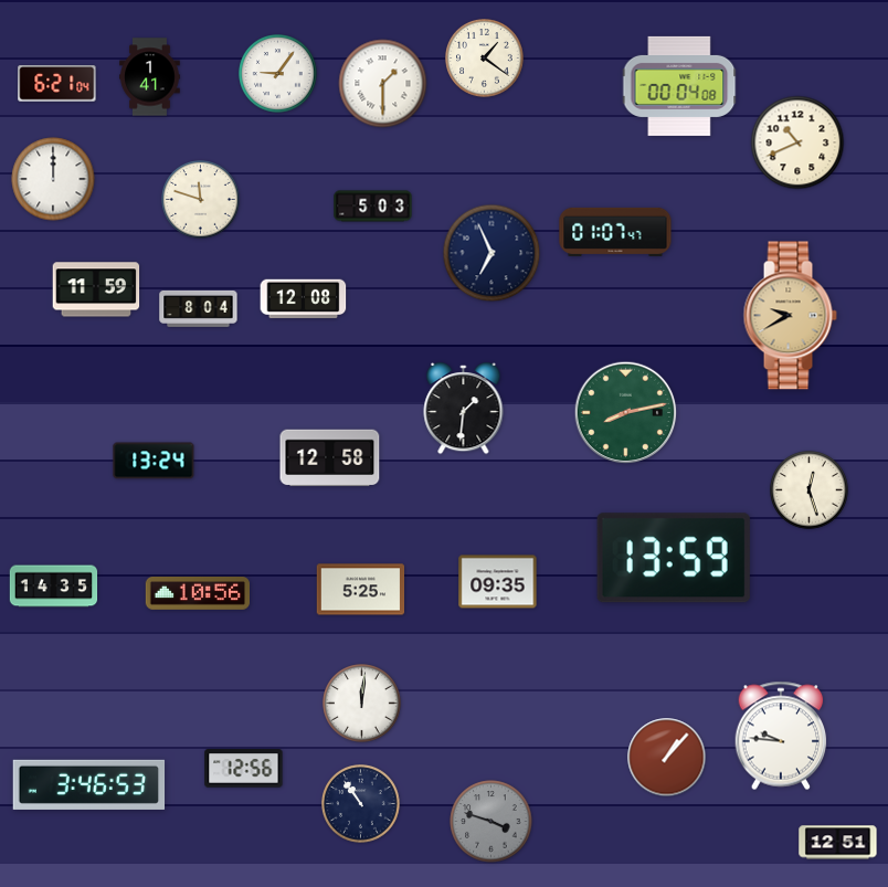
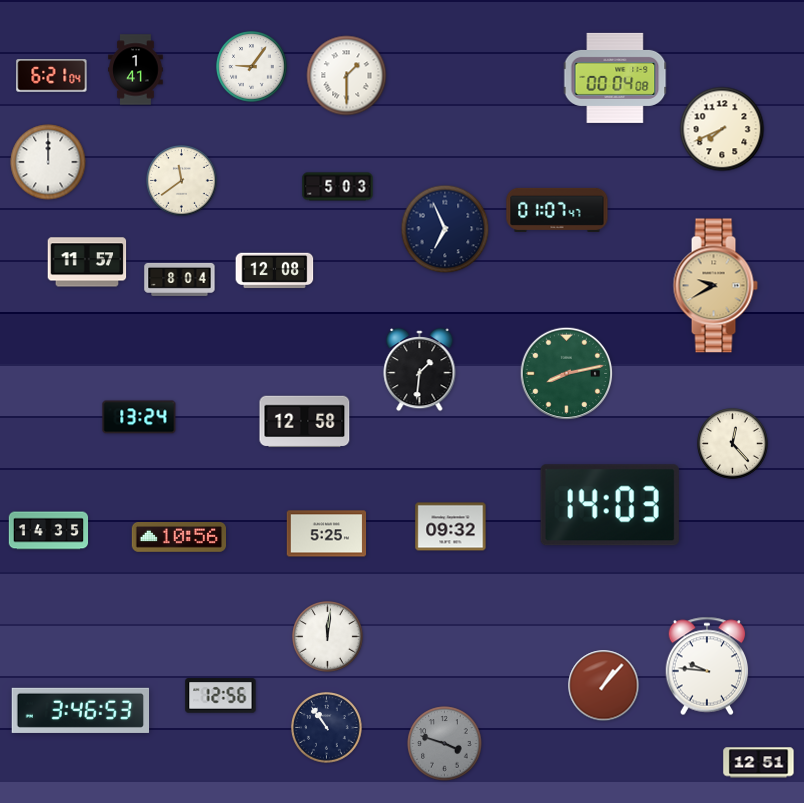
clock at (485, 59): 1:21 -> none
clock at (797, 142): 10:41 -> 7:41
clock at (201, 200): 11:48 -> 11:39
clock at (96, 289): 11:59 -> 11:57
clock at (330, 458) position: (330, 458) -> (305, 422)
clock at (810, 490): 12:27 -> 12:23
clock at (674, 558): 13:59 -> 14:03
clock at (498, 582): 09:35 -> 09:32
